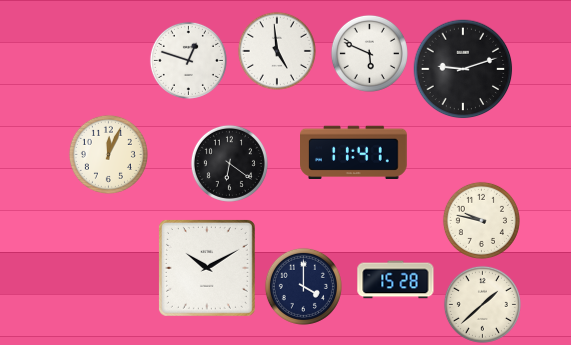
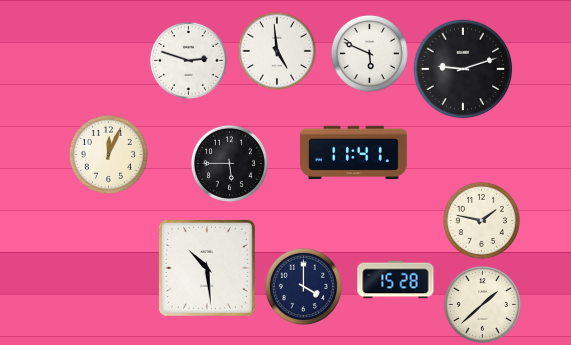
clock at (188, 60): 12:48 -> 2:48
clock at (229, 163): 6:21 -> 5:45
clock at (481, 220): 9:47 -> 1:47
clock at (207, 268): 10:10 -> 10:29
